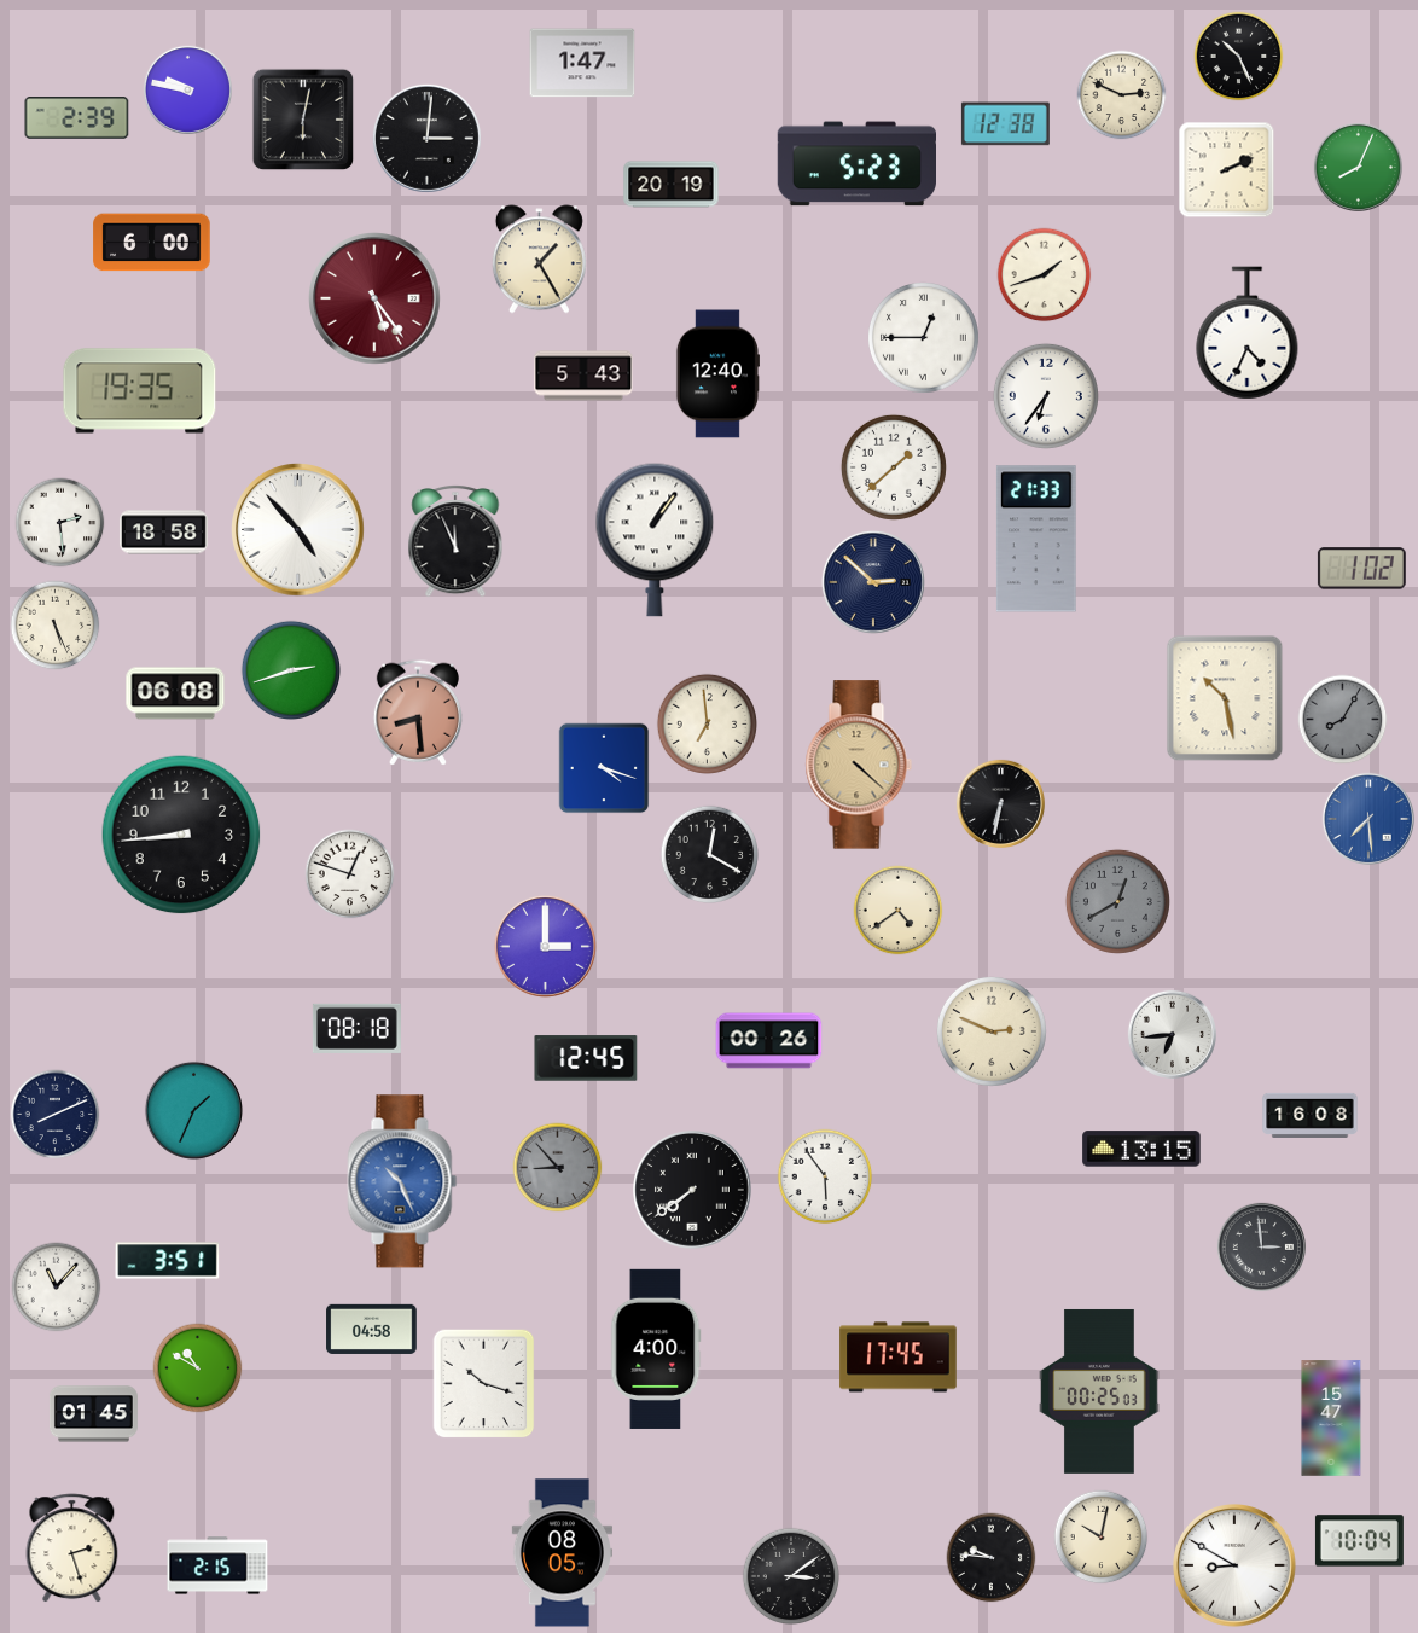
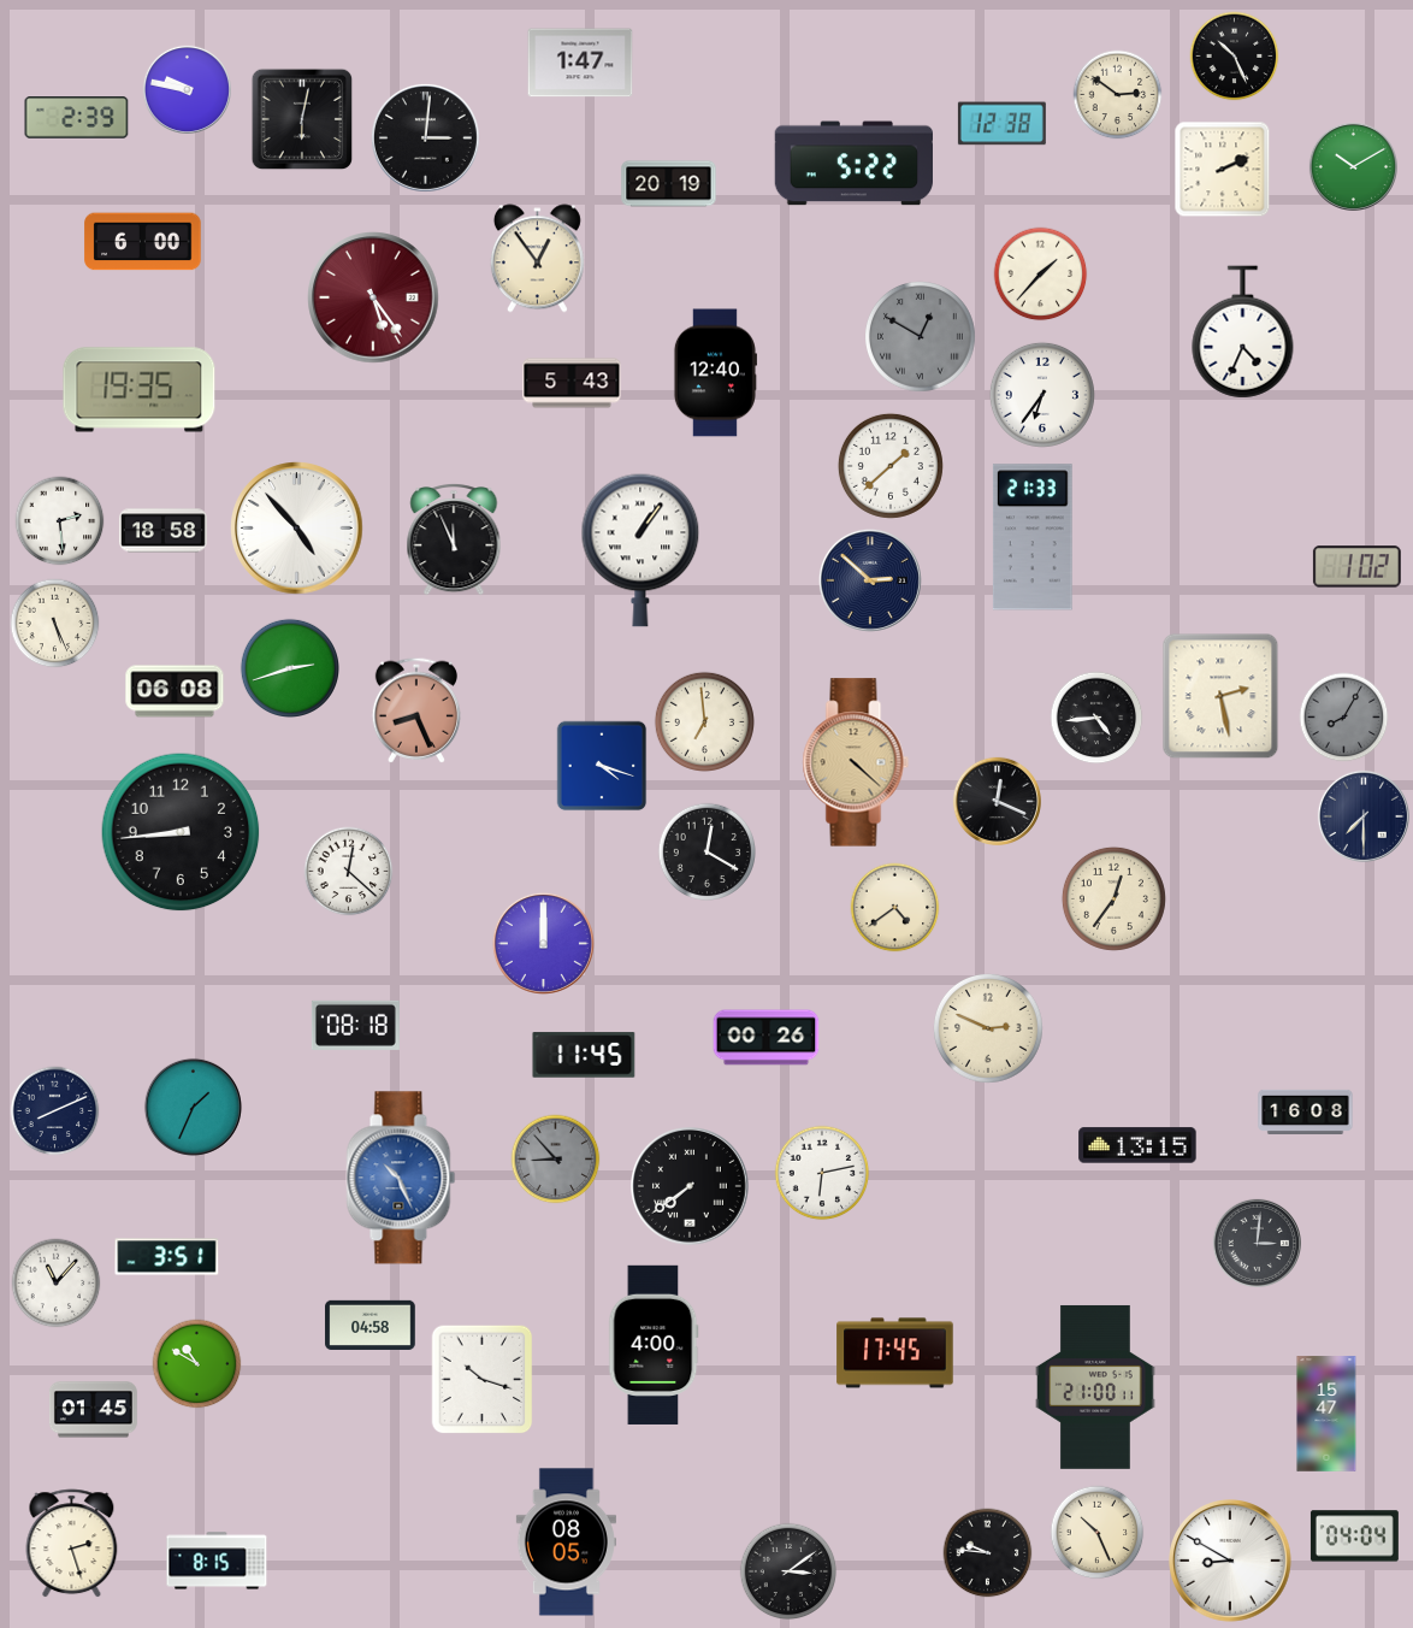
clock at (1122, 95): 2:49 -> 2:51
clock at (856, 164): 5:23 -> 5:22
clock at (1358, 167): 8:04 -> 10:10
clock at (152, 243) position: (152, 243) -> (143, 242)
clock at (539, 260): 1:25 -> 12:54
clock at (1045, 275): 1:42 -> 1:37
clock at (924, 338): 12:45 -> 12:50
clock at (924, 338) dial: white -> grey
clock at (583, 376) position: (583, 376) -> (572, 383)
clock at (655, 540) position: (655, 540) -> (640, 550)
clock at (1225, 698): 10:28 -> 2:28
clock at (417, 713): 8:29 -> 8:26
clock at (1096, 718): none -> 4:44
clock at (1343, 720) position: (1343, 720) -> (1344, 718)
clock at (1000, 803): 6:32 -> 12:19
clock at (1368, 819): 7:29 -> 7:30
clock at (1368, 819) dial: blue -> navy
clock at (350, 874): 12:48 -> 12:22
clock at (1117, 901): 12:40 -> 12:36
clock at (1117, 901) dial: grey -> cream
clock at (545, 946): 3:00 -> 12:00
clock at (1172, 1034): 6:44 -> none
clock at (586, 1058): 12:45 -> 11:45
clock at (558, 1168) position: (558, 1168) -> (556, 1160)
clock at (825, 1176): 5:54 -> 6:13
clock at (1261, 1246): 2:59 -> 3:01
clock at (1099, 1391): 00:25 -> 21:00
clock at (1102, 1538): 10:02 -> 10:26
clock at (1359, 1541): 10:04 -> 04:04
clock at (562, 1553) position: (562, 1553) -> (566, 1543)
clock at (217, 1565): 2:15 -> 8:15
